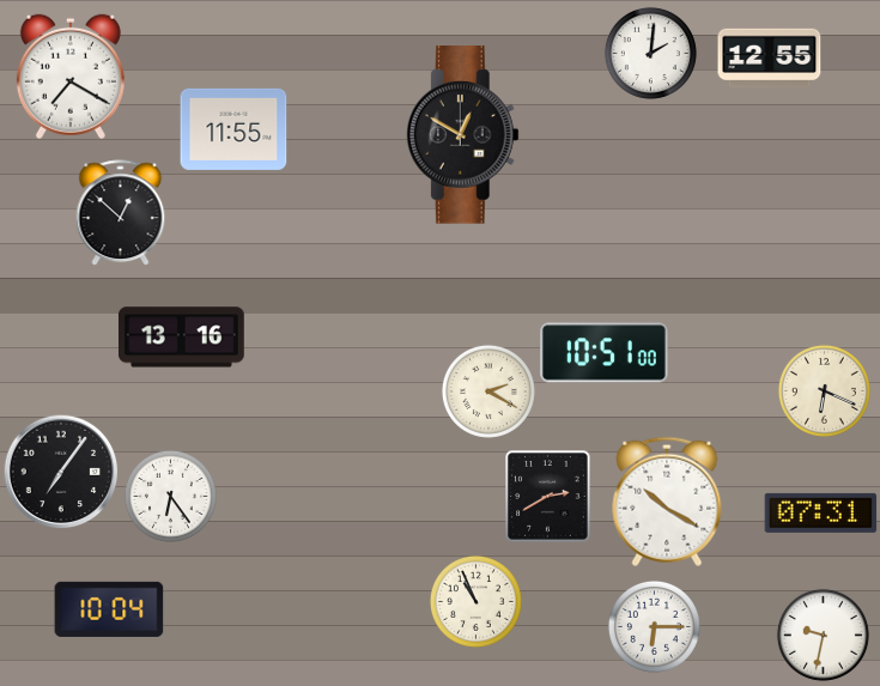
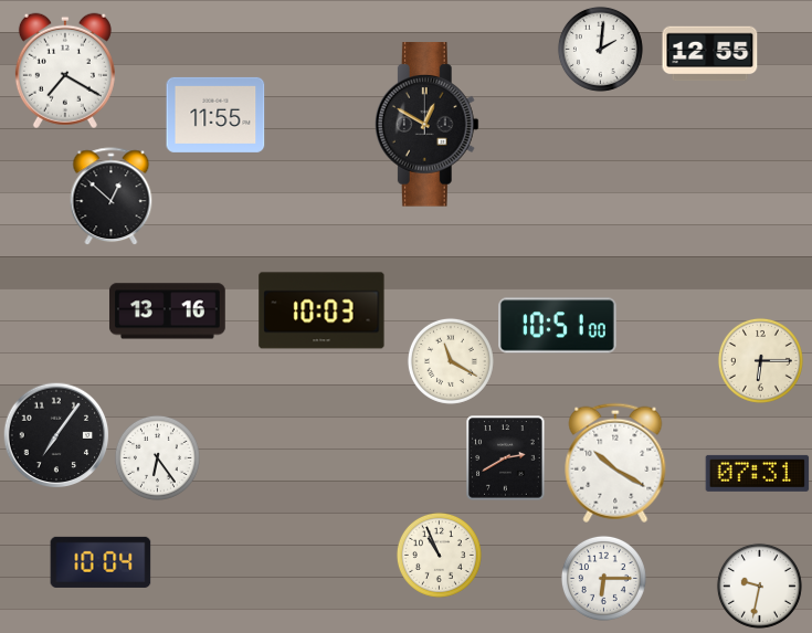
clock at (233, 129) position: (233, 129) -> (215, 115)
clock at (321, 310): none -> 10:03
clock at (824, 390): 6:19 -> 6:15
clock at (488, 391): 2:20 -> 11:20
